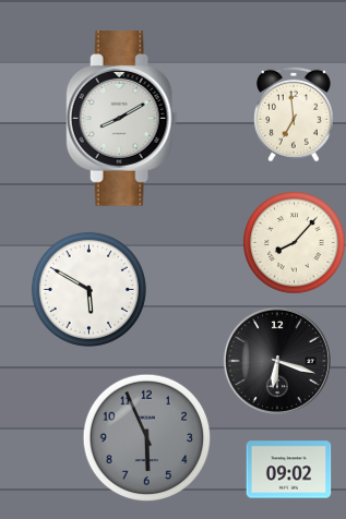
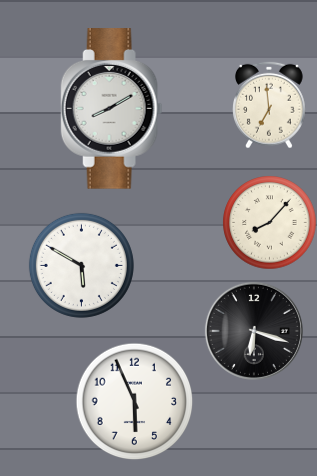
clock at (146, 437) dial: grey -> white
clock at (288, 470): 09:02 -> none
